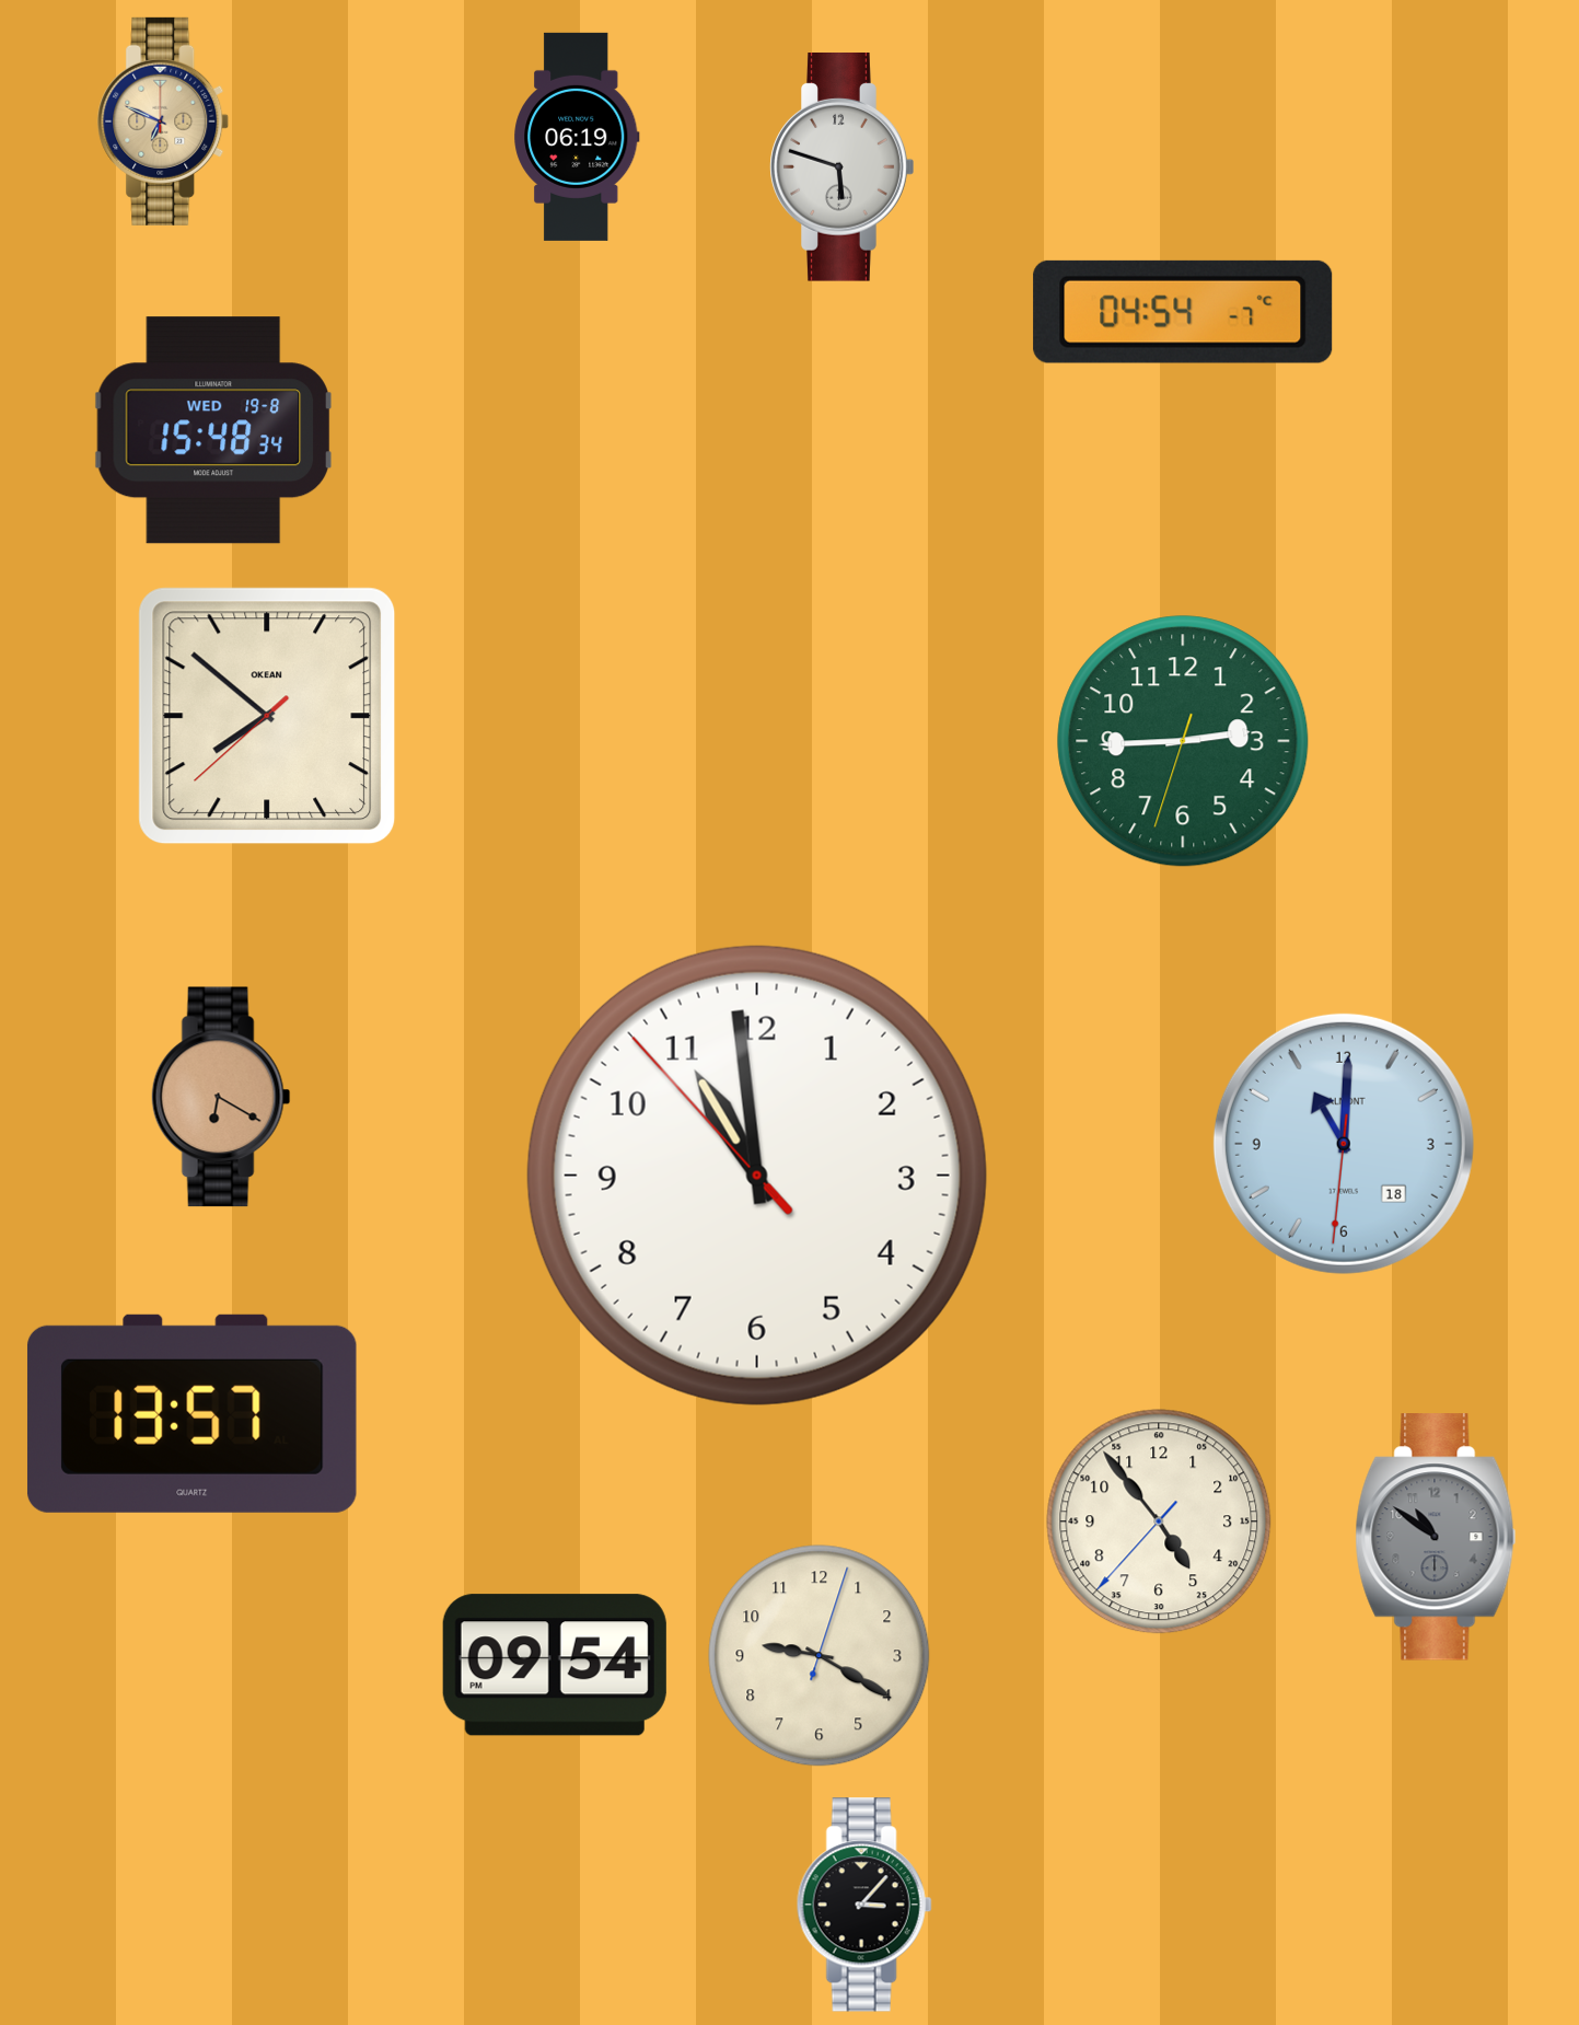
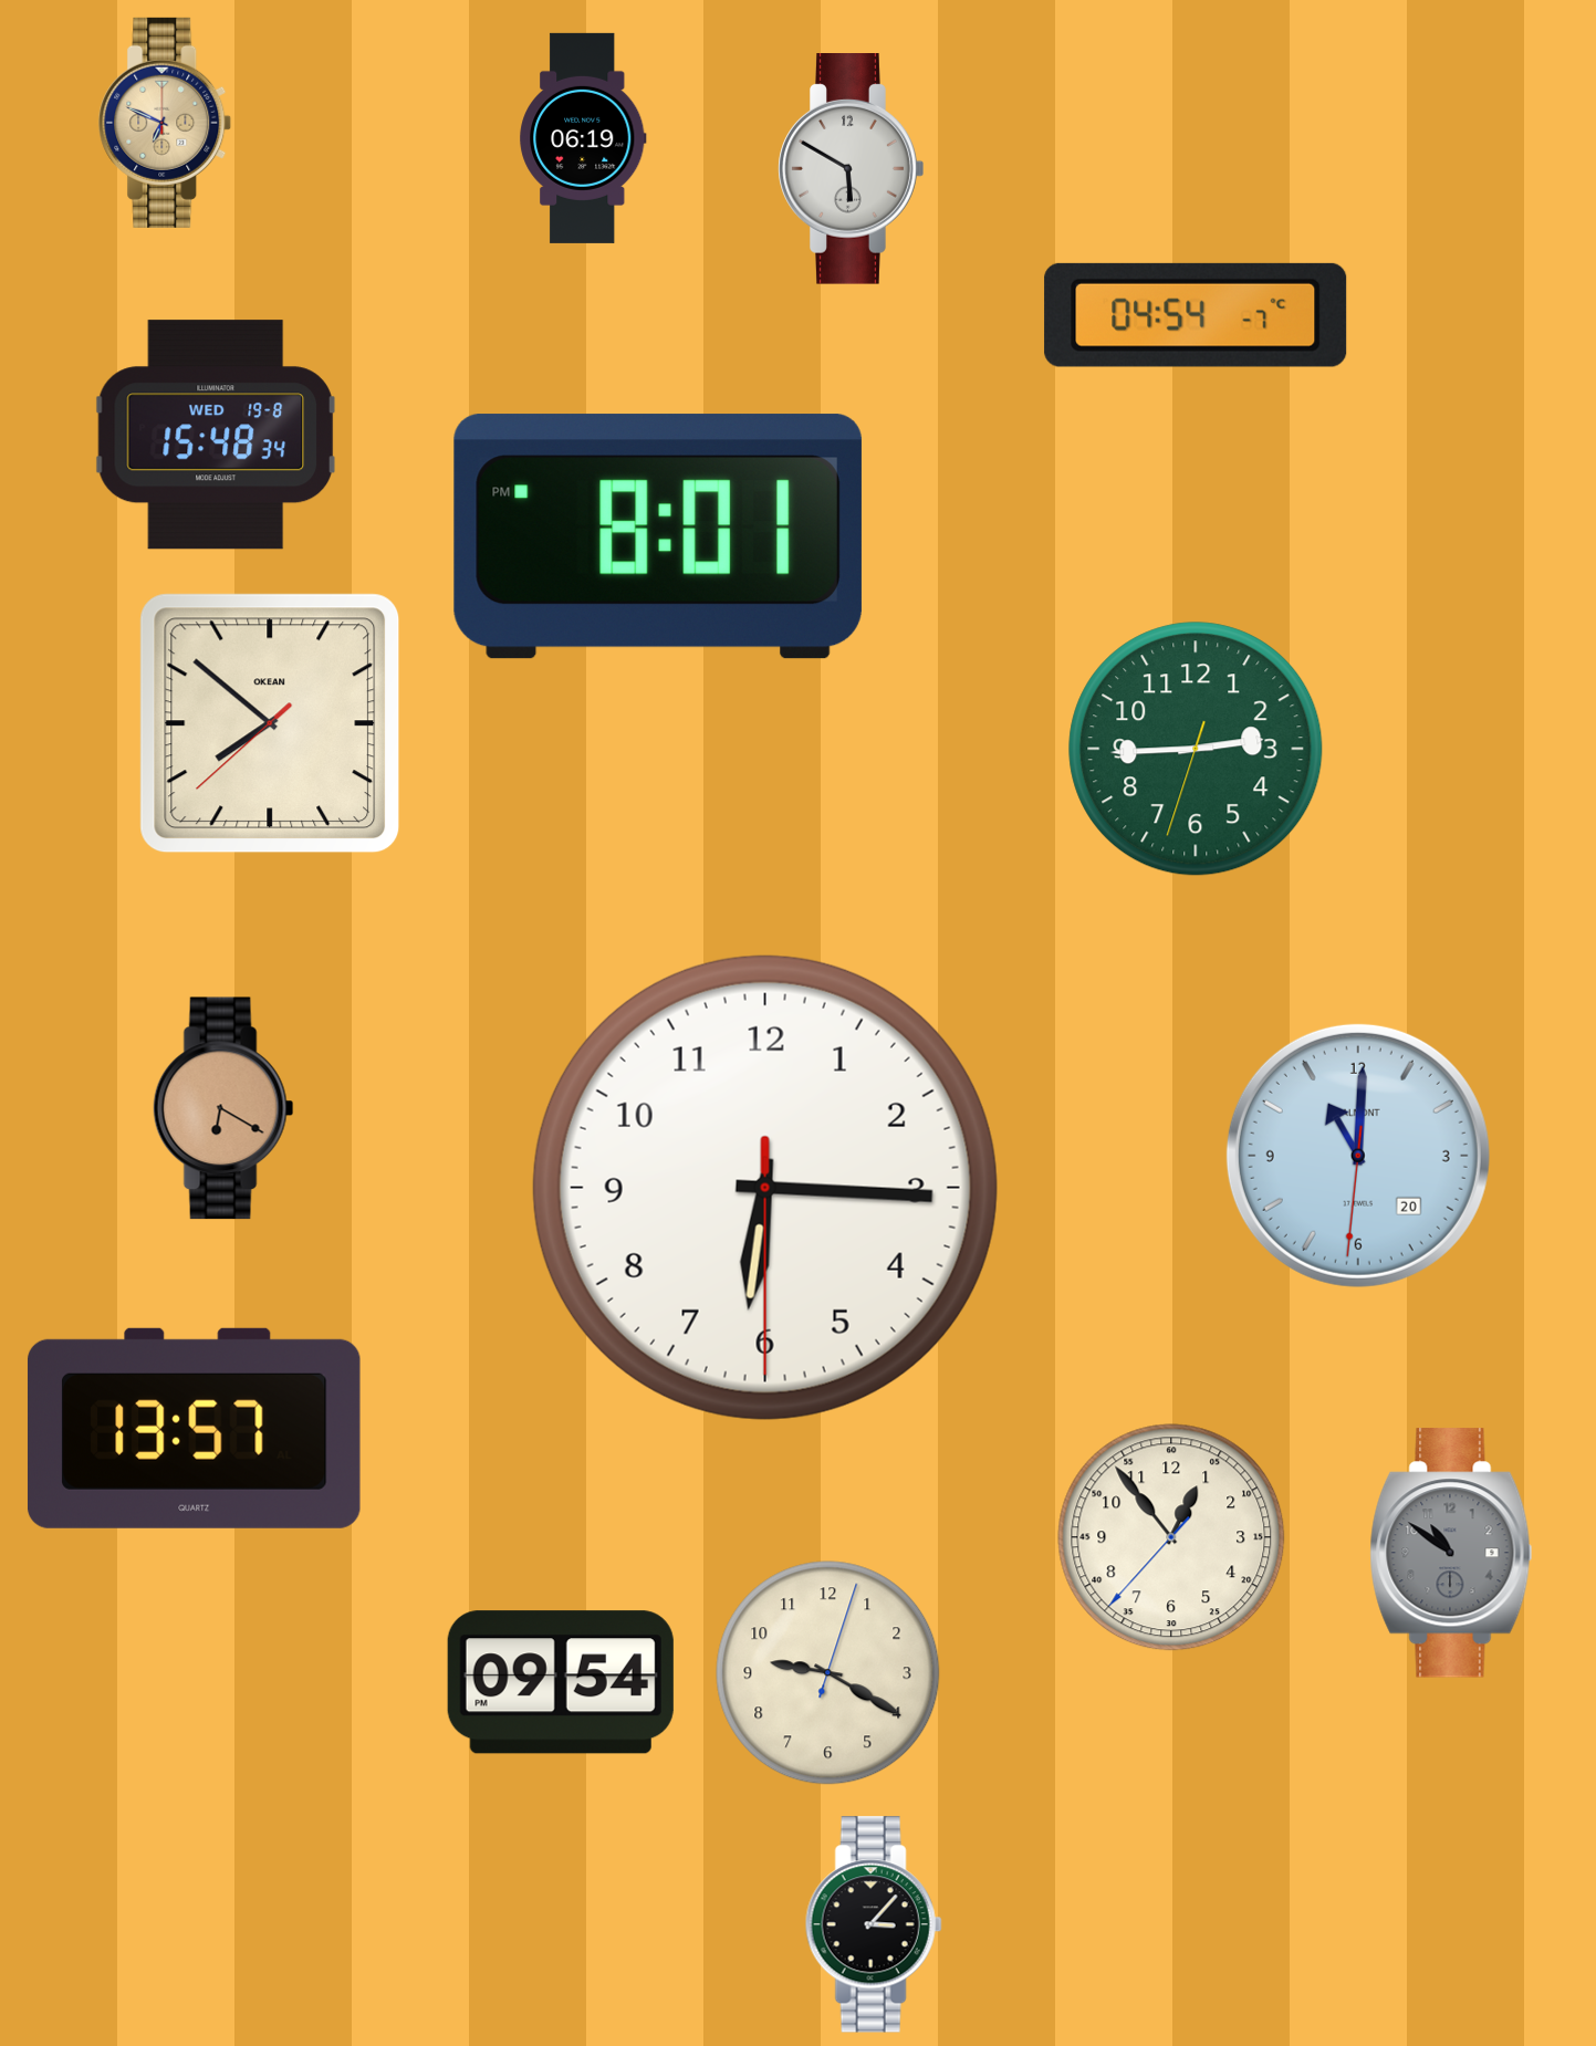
clock at (843, 167): 5:48 -> 5:50
clock at (658, 536): none -> 8:01
clock at (1344, 1144) date: 18 -> 20
clock at (757, 1176): 10:58 -> 6:15
clock at (1159, 1521): 4:53 -> 12:53
